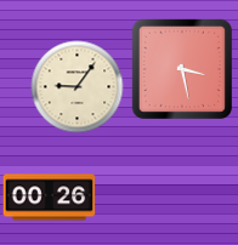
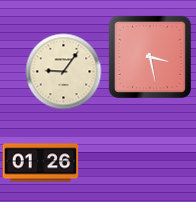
clock at (50, 198): 00:26 -> 01:26
